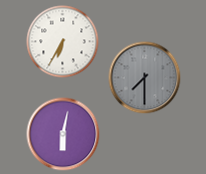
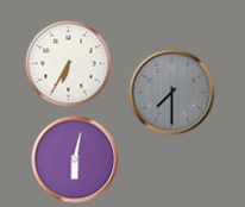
clock at (63, 42) position: (63, 42) -> (69, 64)
